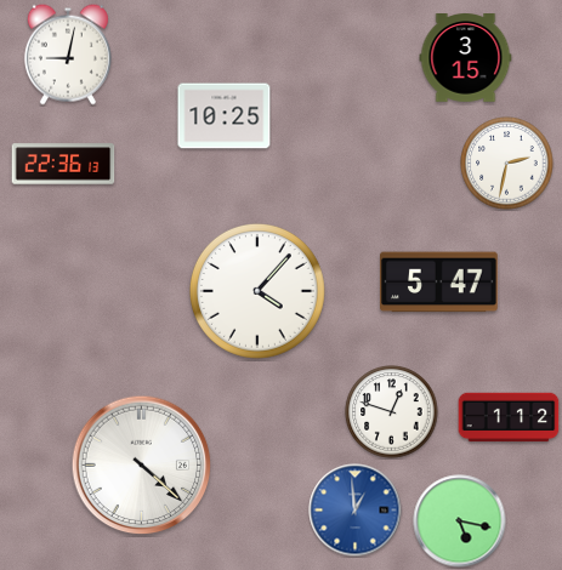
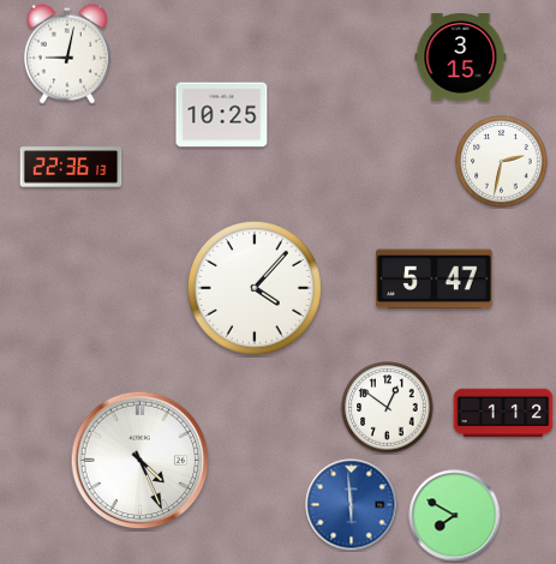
clock at (63, 164) position: (63, 164) -> (71, 167)
clock at (392, 412): 12:48 -> 12:51
clock at (142, 466): 4:22 -> 4:26
clock at (356, 511): 12:59 -> 5:59
clock at (460, 521): 5:17 -> 7:50
